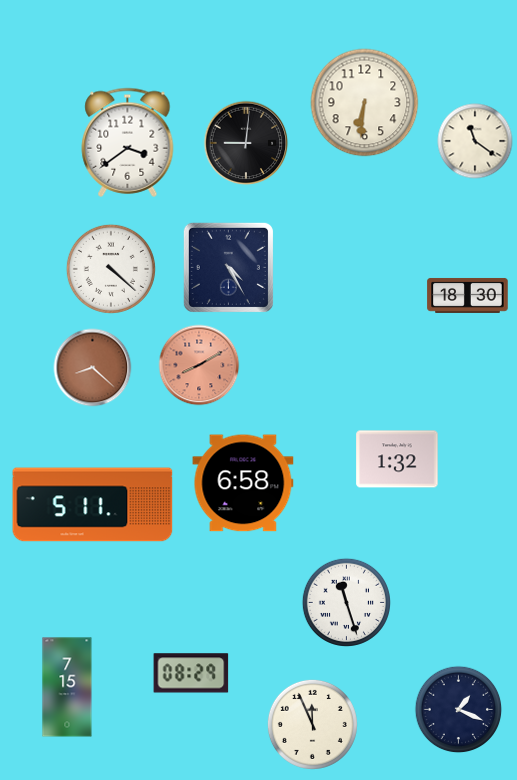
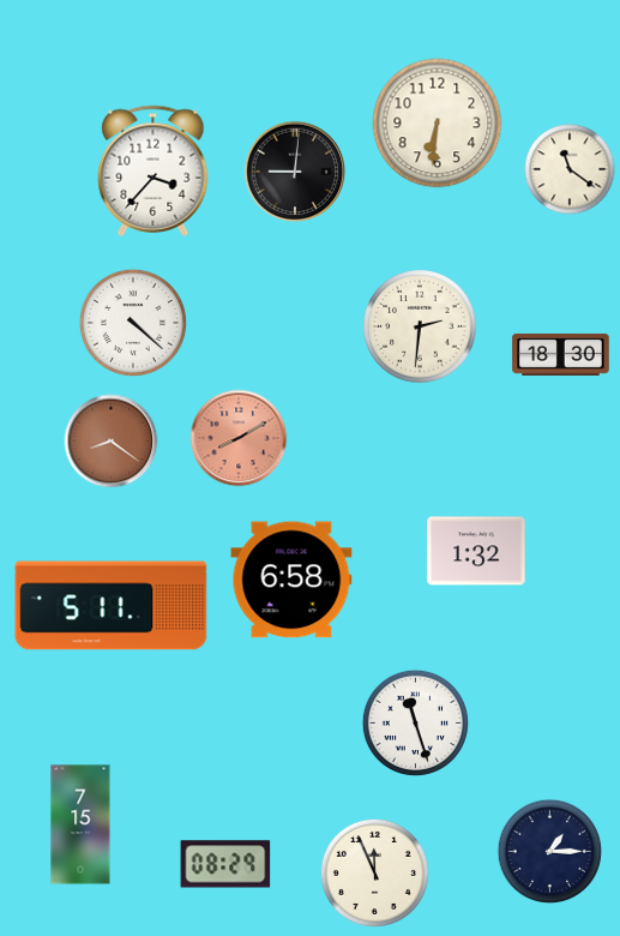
clock at (128, 142): 3:39 -> 3:37
clock at (228, 267): 4:25 -> none
clock at (420, 326): none -> 2:31
clock at (93, 368): 8:22 -> 8:21
clock at (191, 673) position: (191, 673) -> (225, 864)
clock at (459, 710): 1:19 -> 1:15
clock at (312, 724) position: (312, 724) -> (374, 872)
